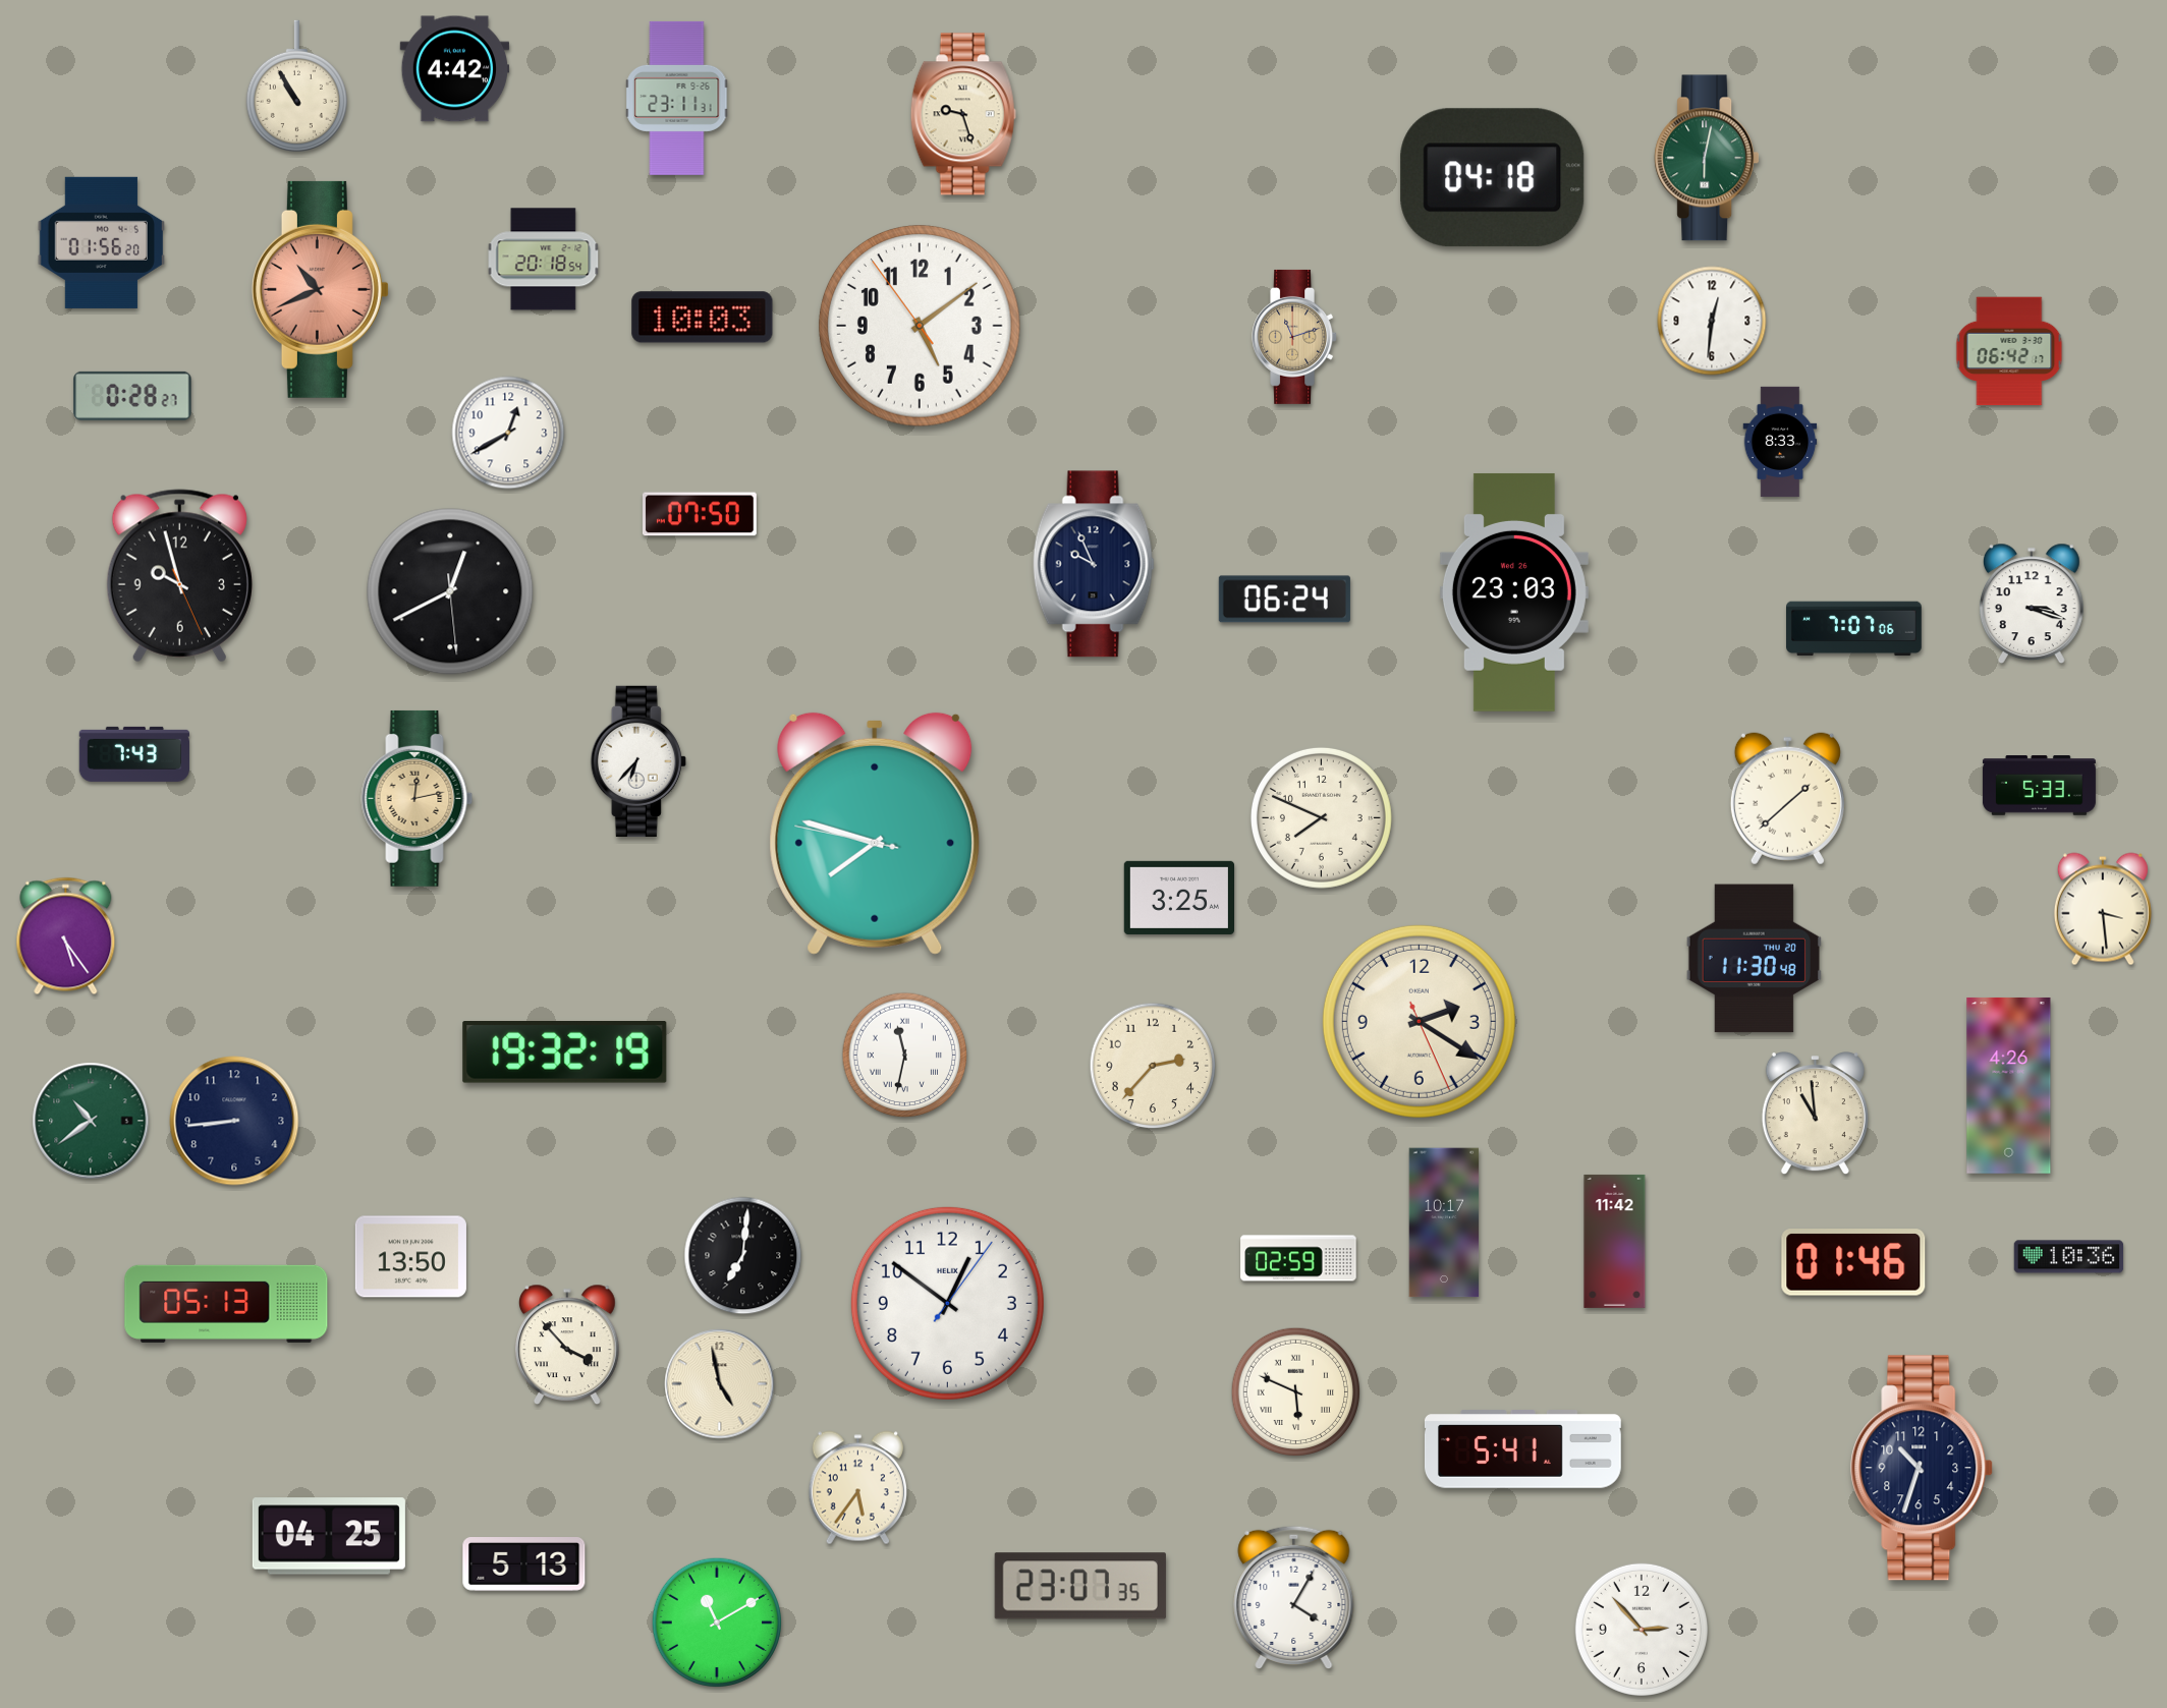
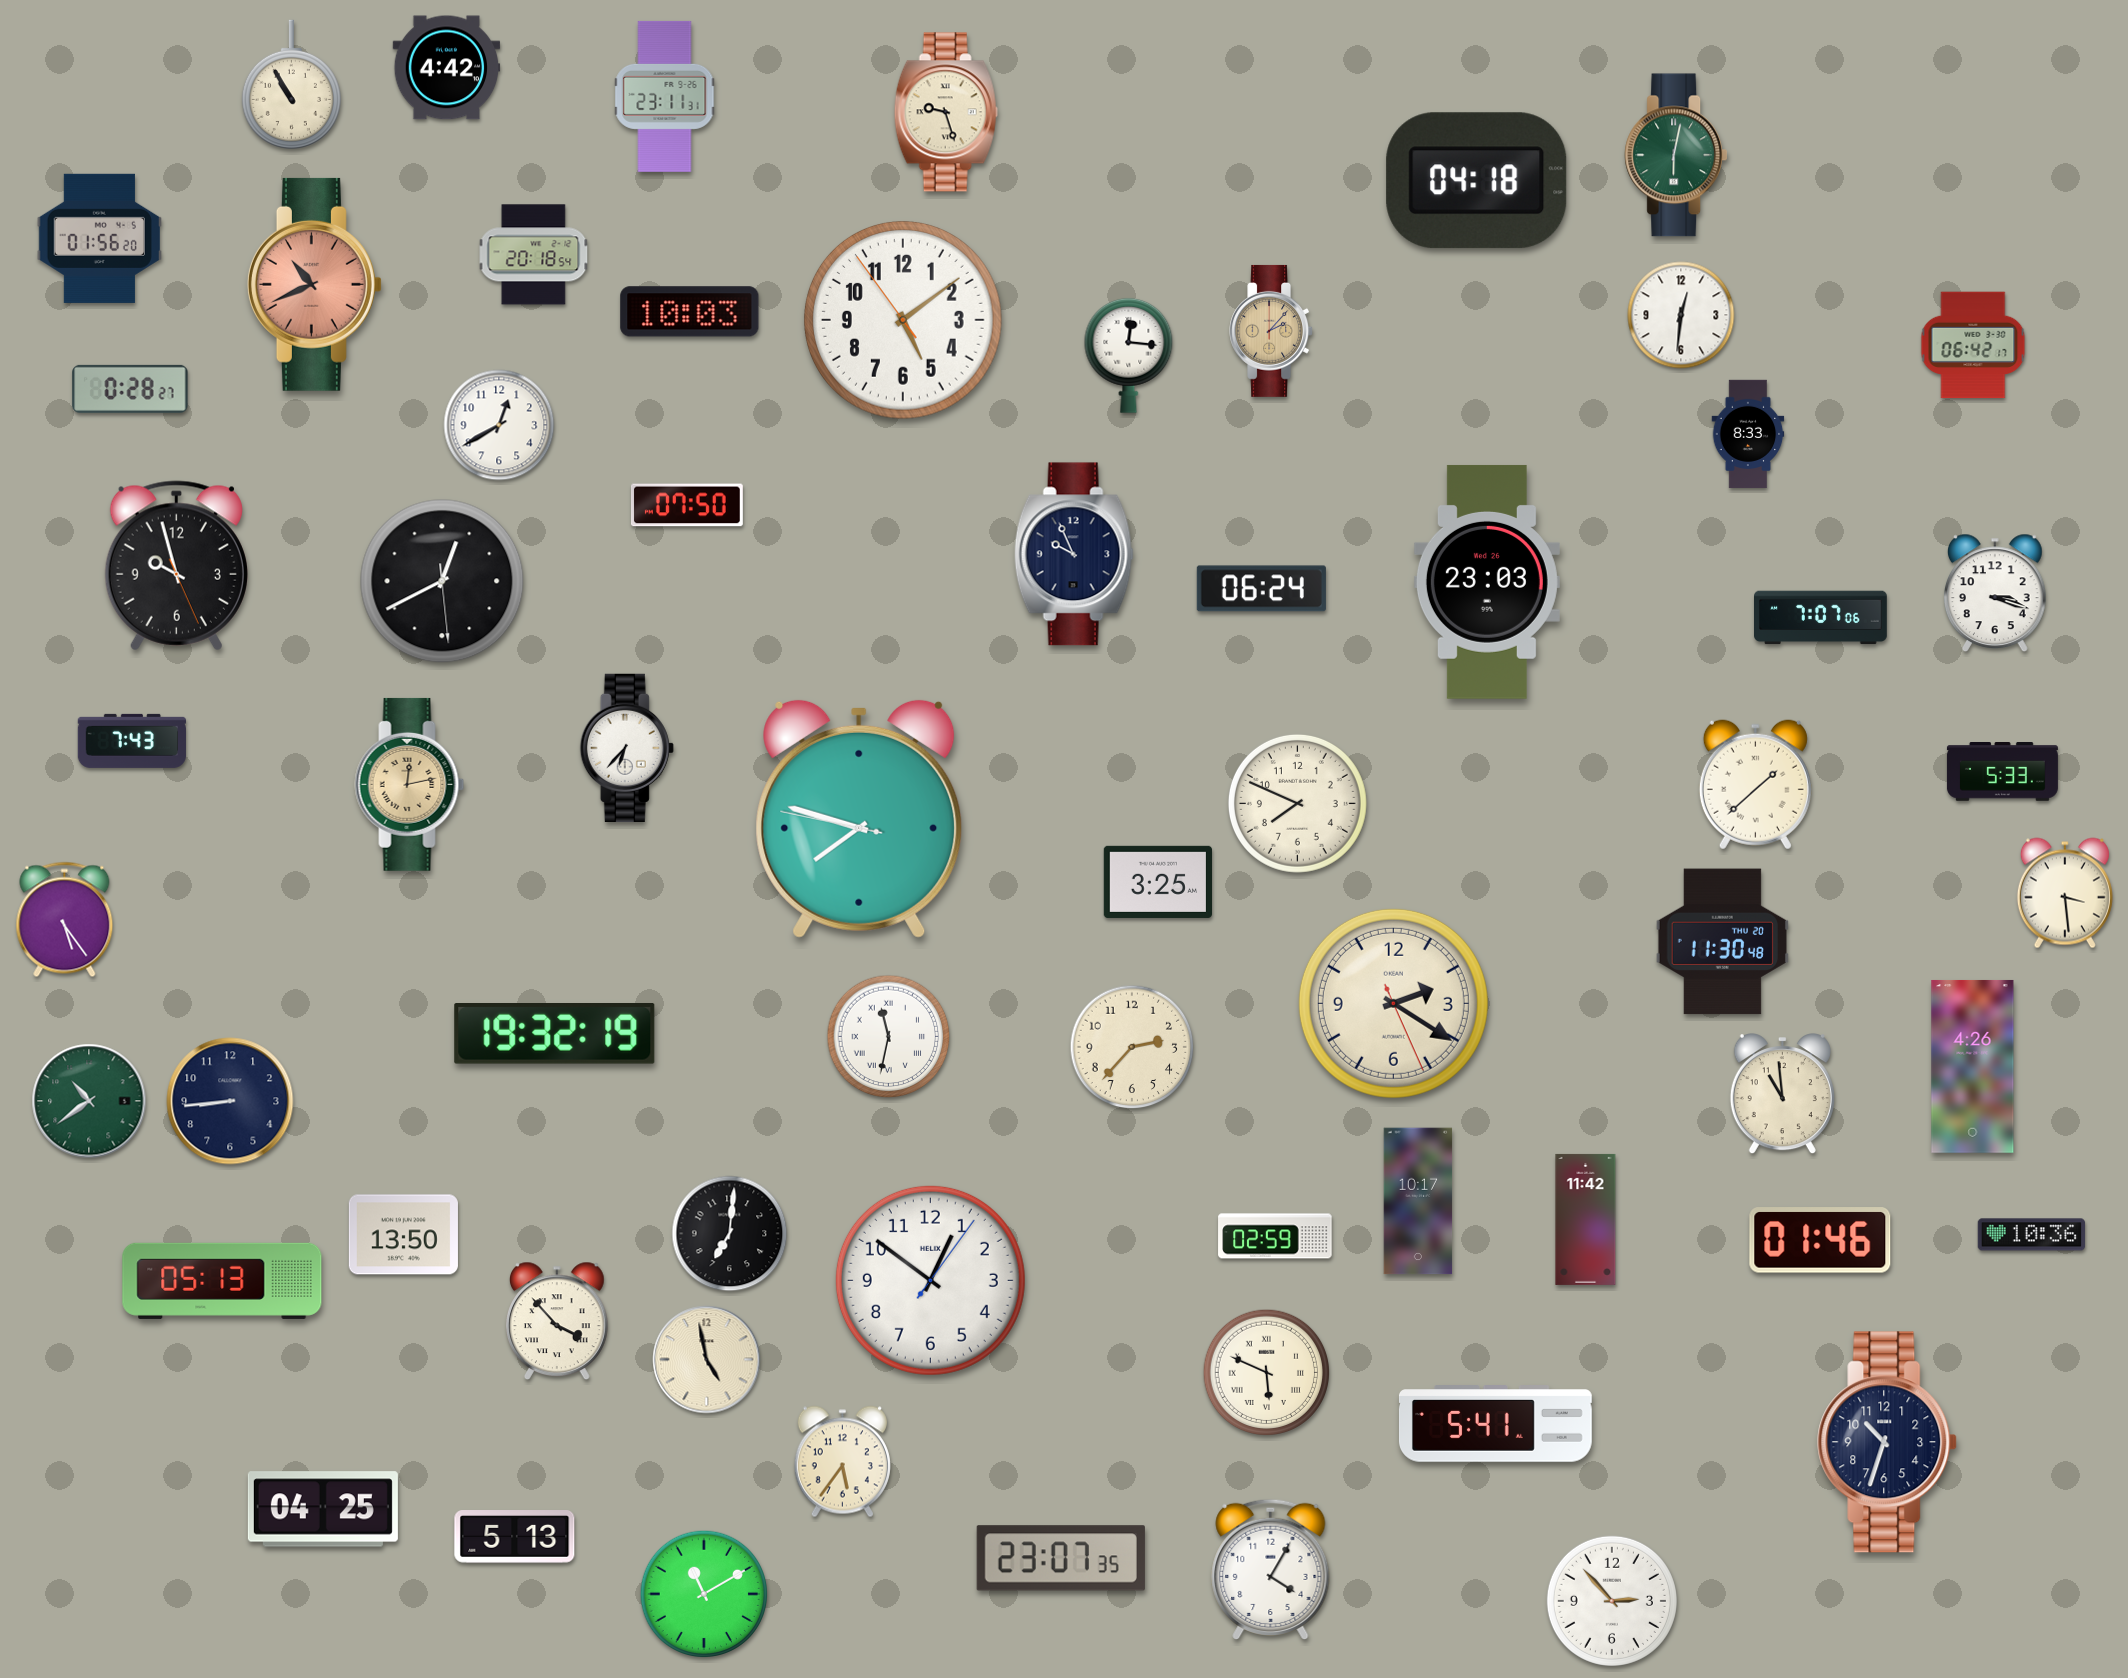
clock at (1493, 178) position: (1493, 178) -> (1477, 181)
clock at (1295, 337): 11:12 -> 2:07
clock at (1129, 355): none -> 12:16
clock at (1295, 1391) position: (1295, 1391) -> (1266, 1372)
